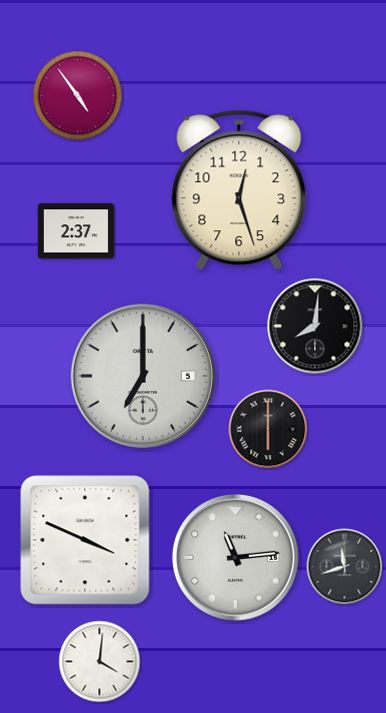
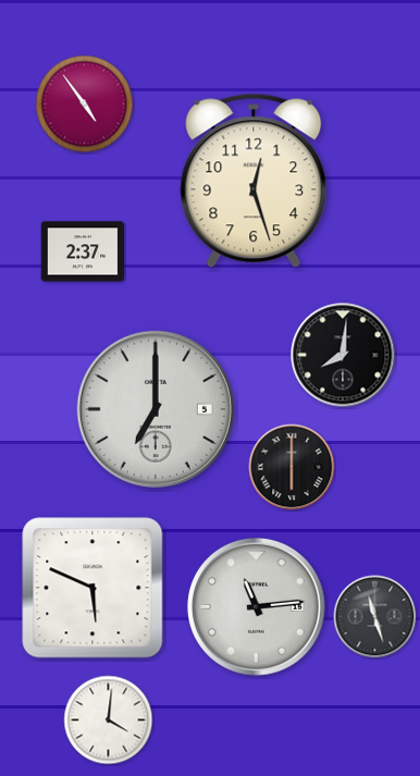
clock at (239, 190) position: (239, 190) -> (254, 181)
clock at (85, 540): 3:49 -> 5:49
clock at (345, 567): 11:42 -> 11:27
